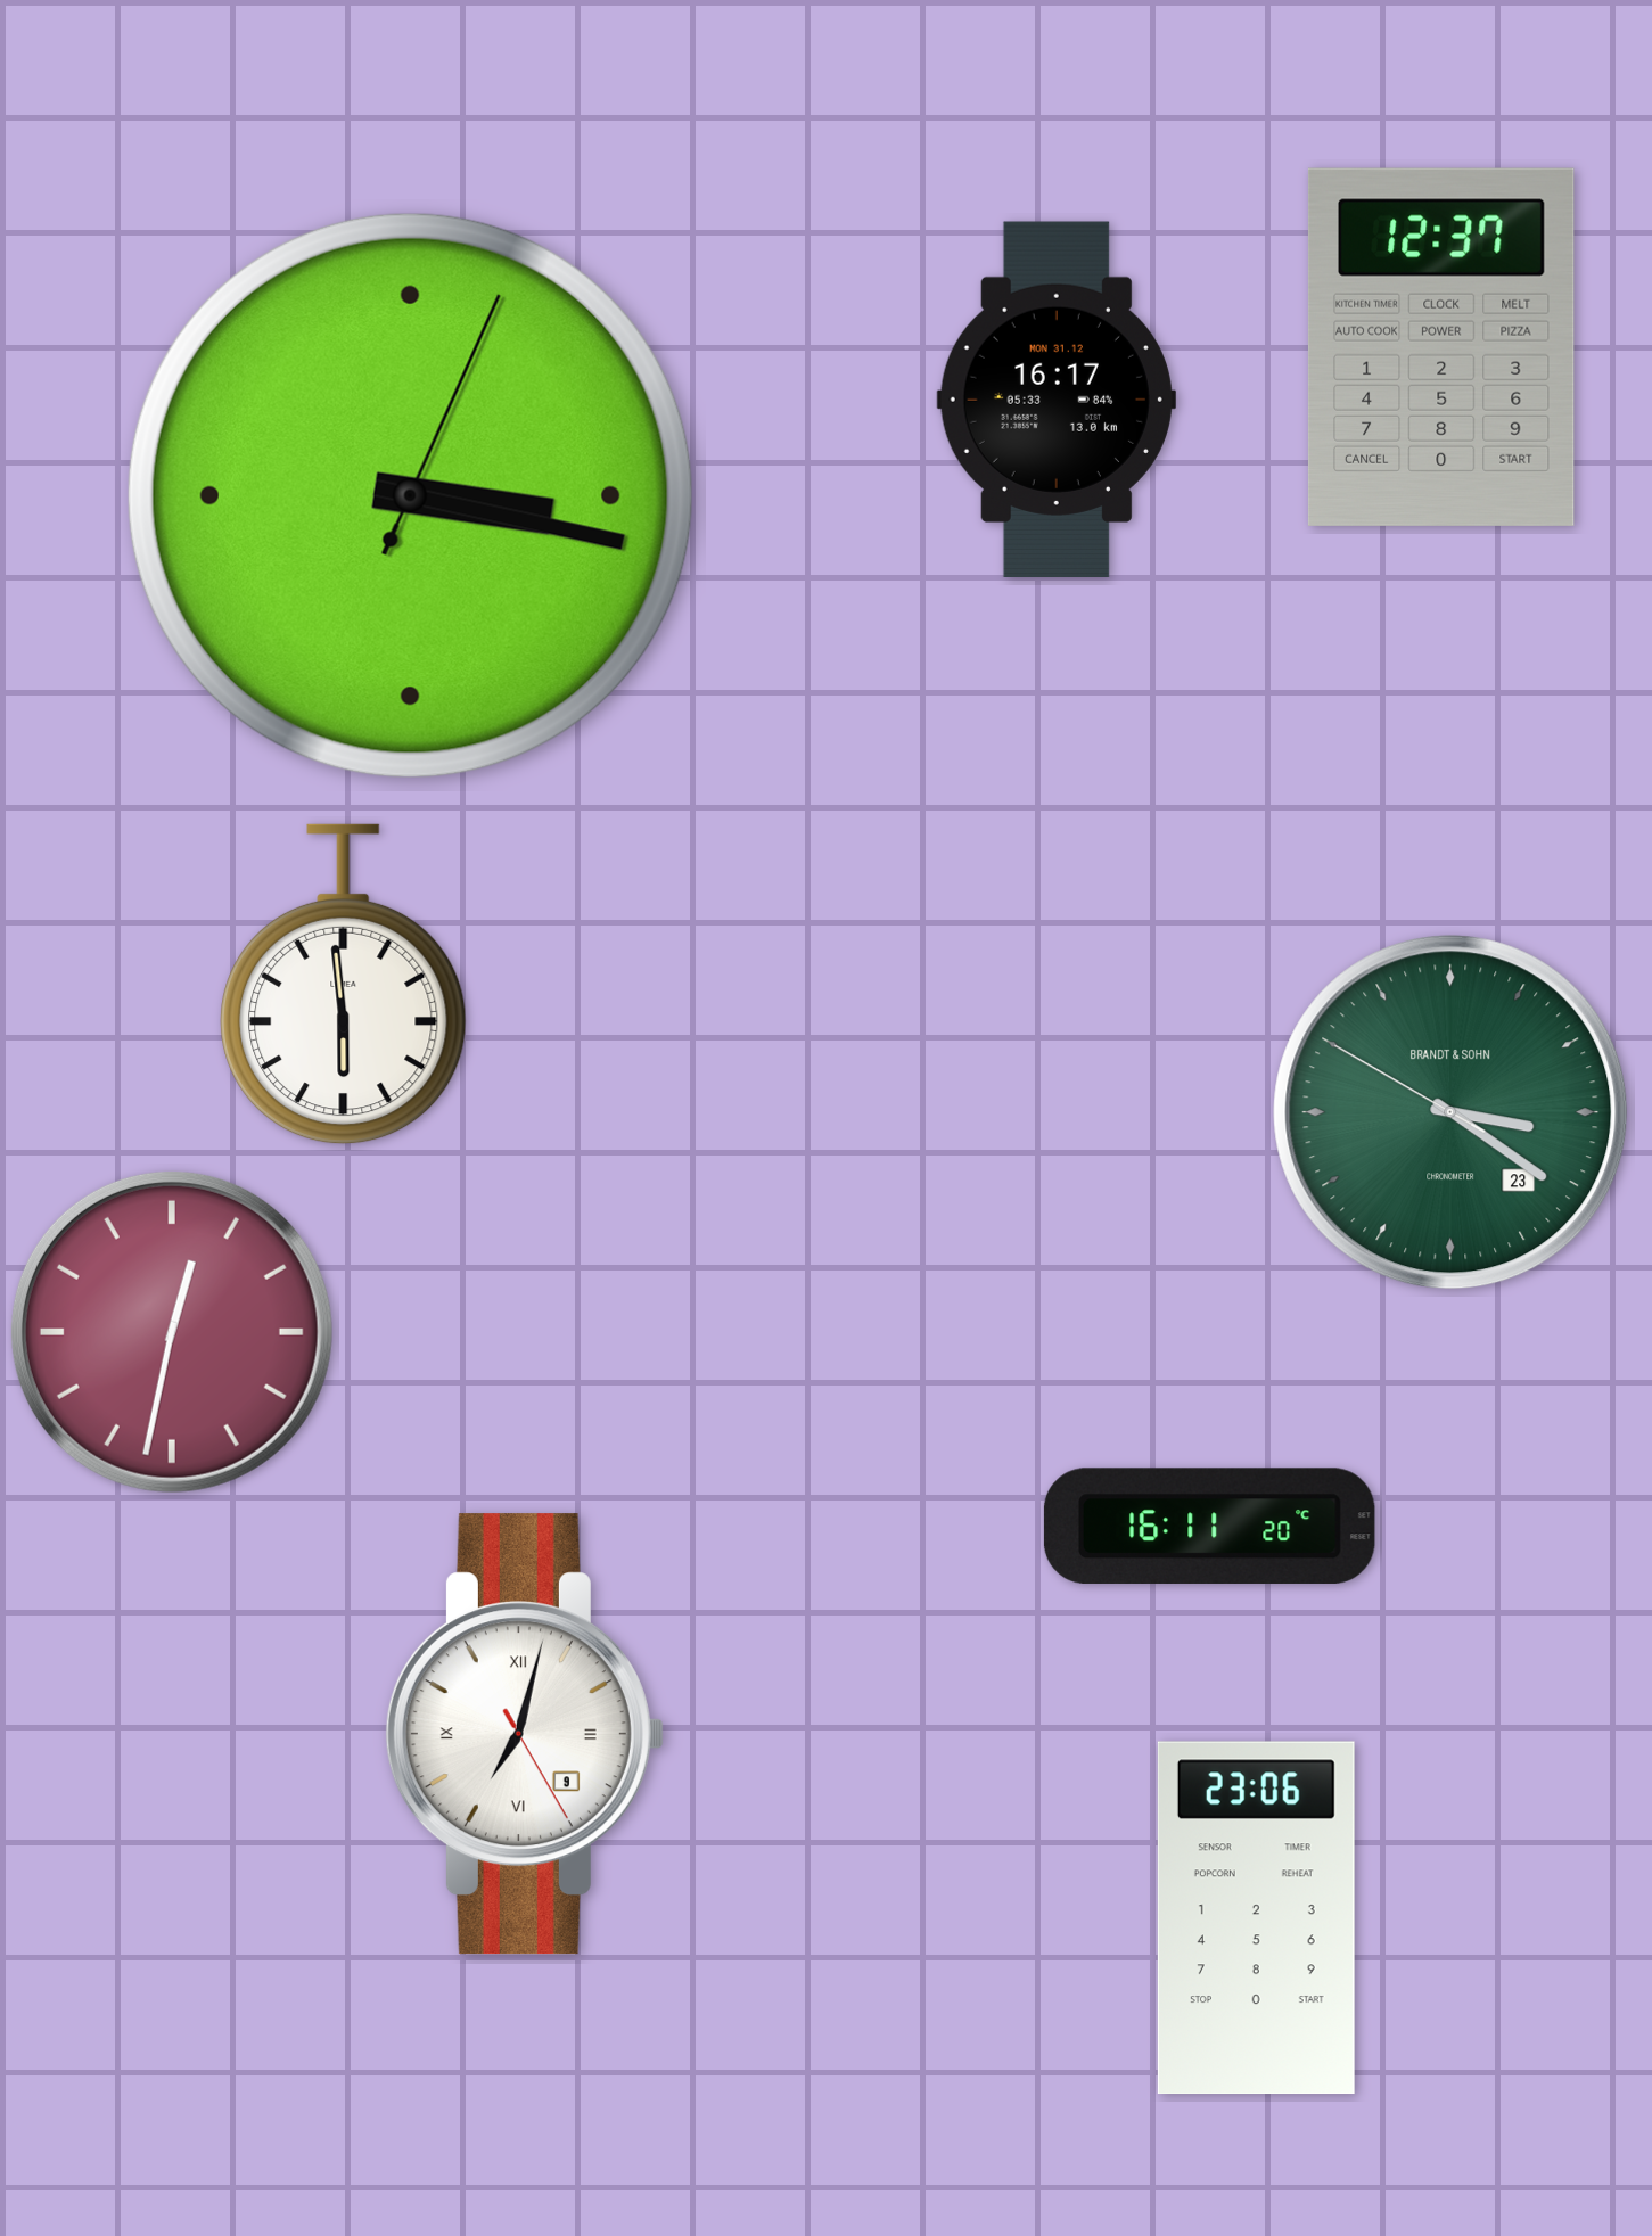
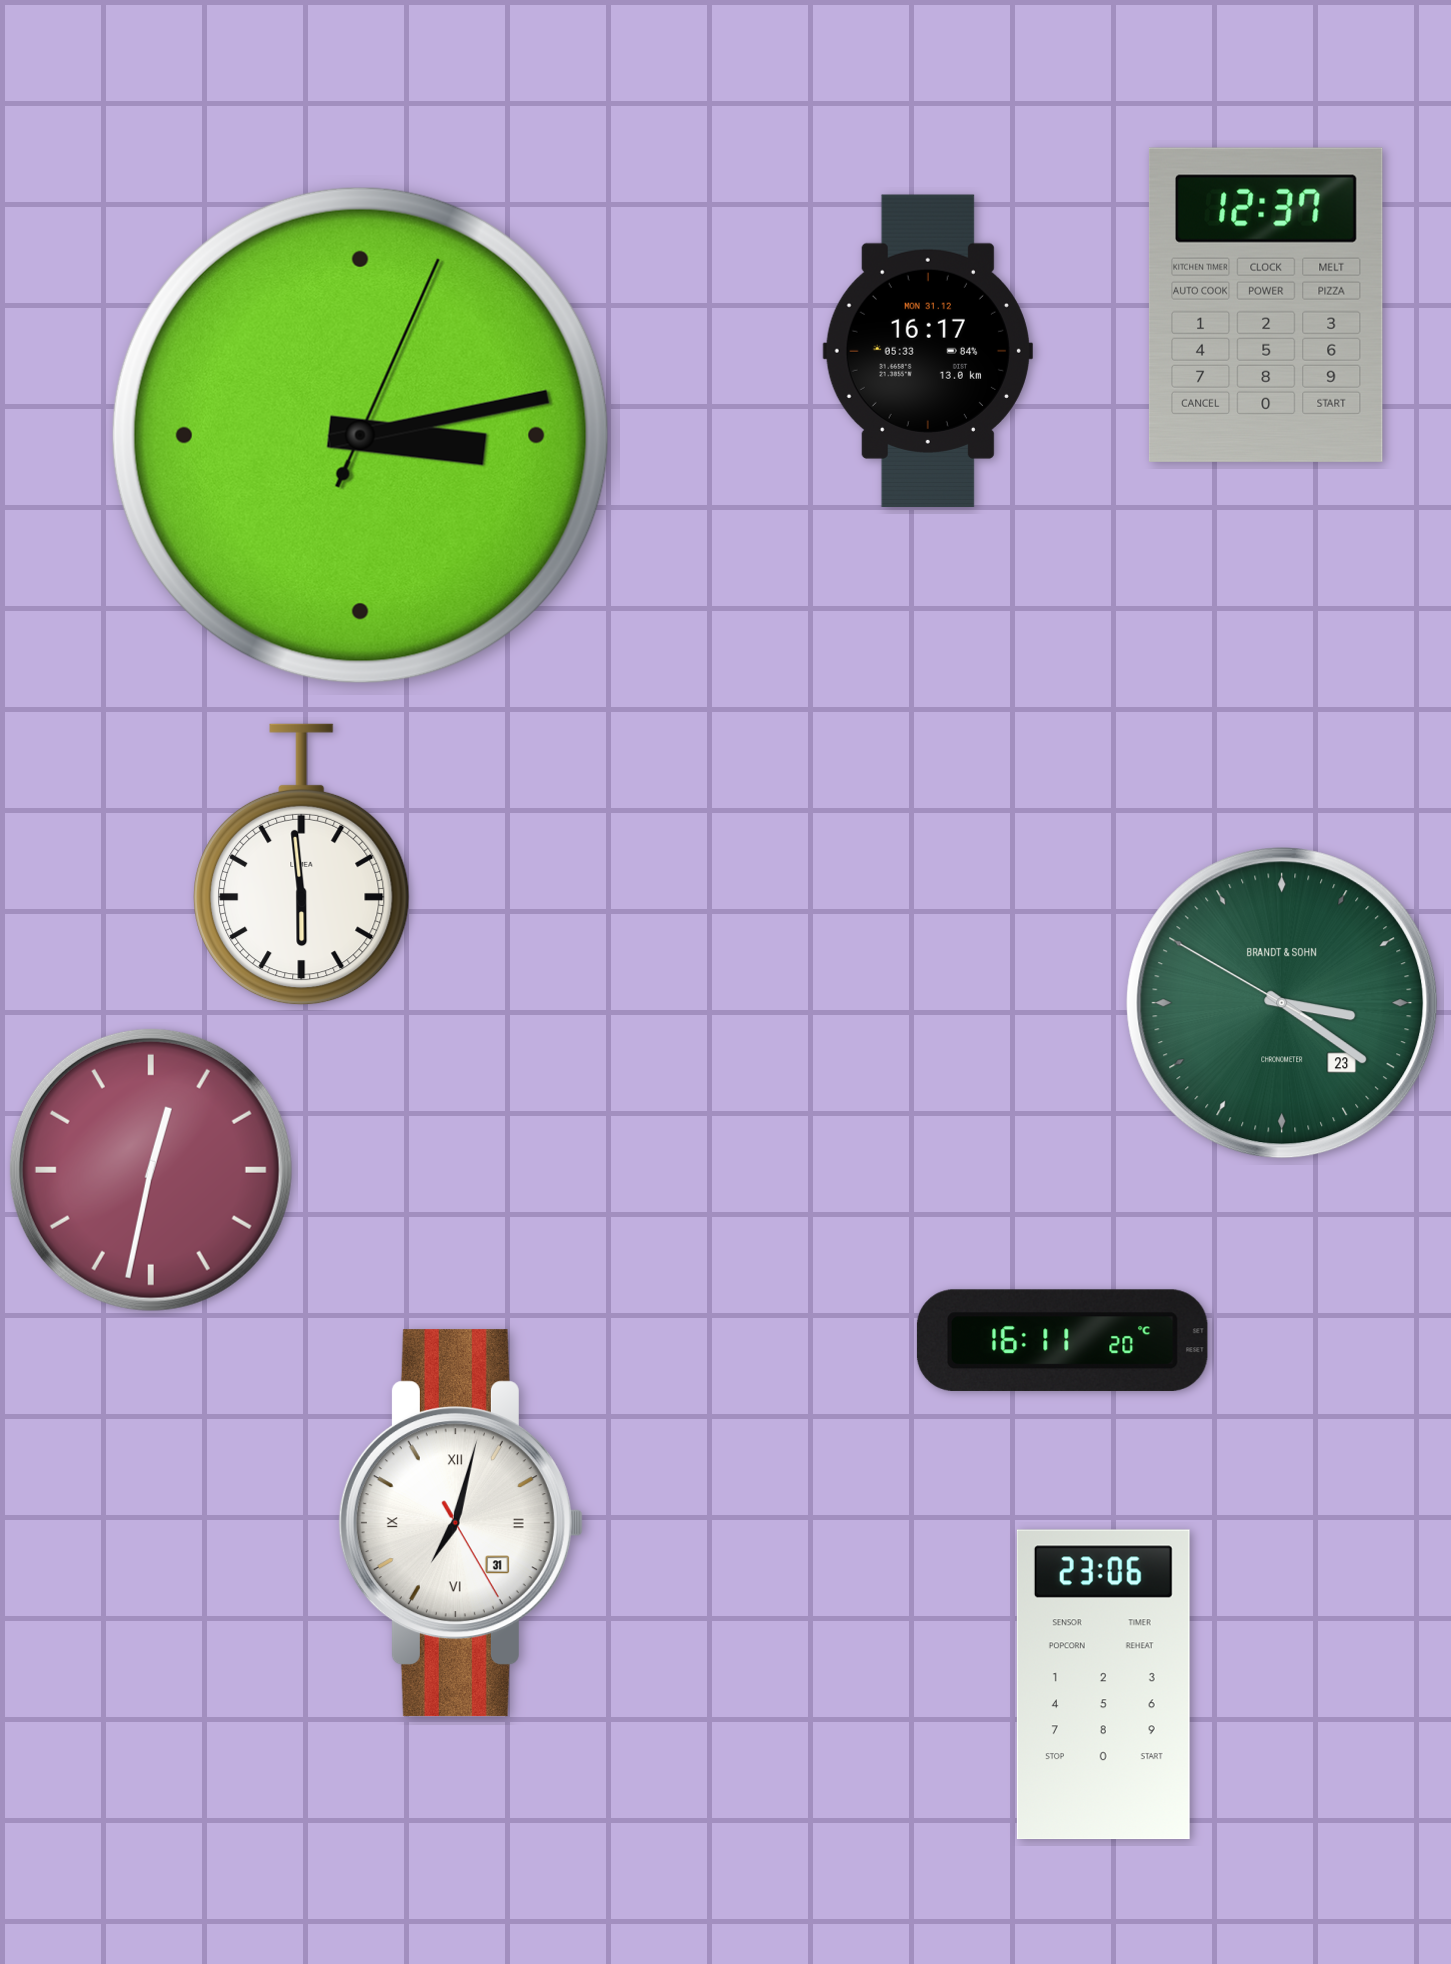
clock at (410, 495): 3:17 -> 3:13
clock at (1450, 1112) position: (1450, 1112) -> (1282, 1003)
clock at (525, 1734) date: 9 -> 31
